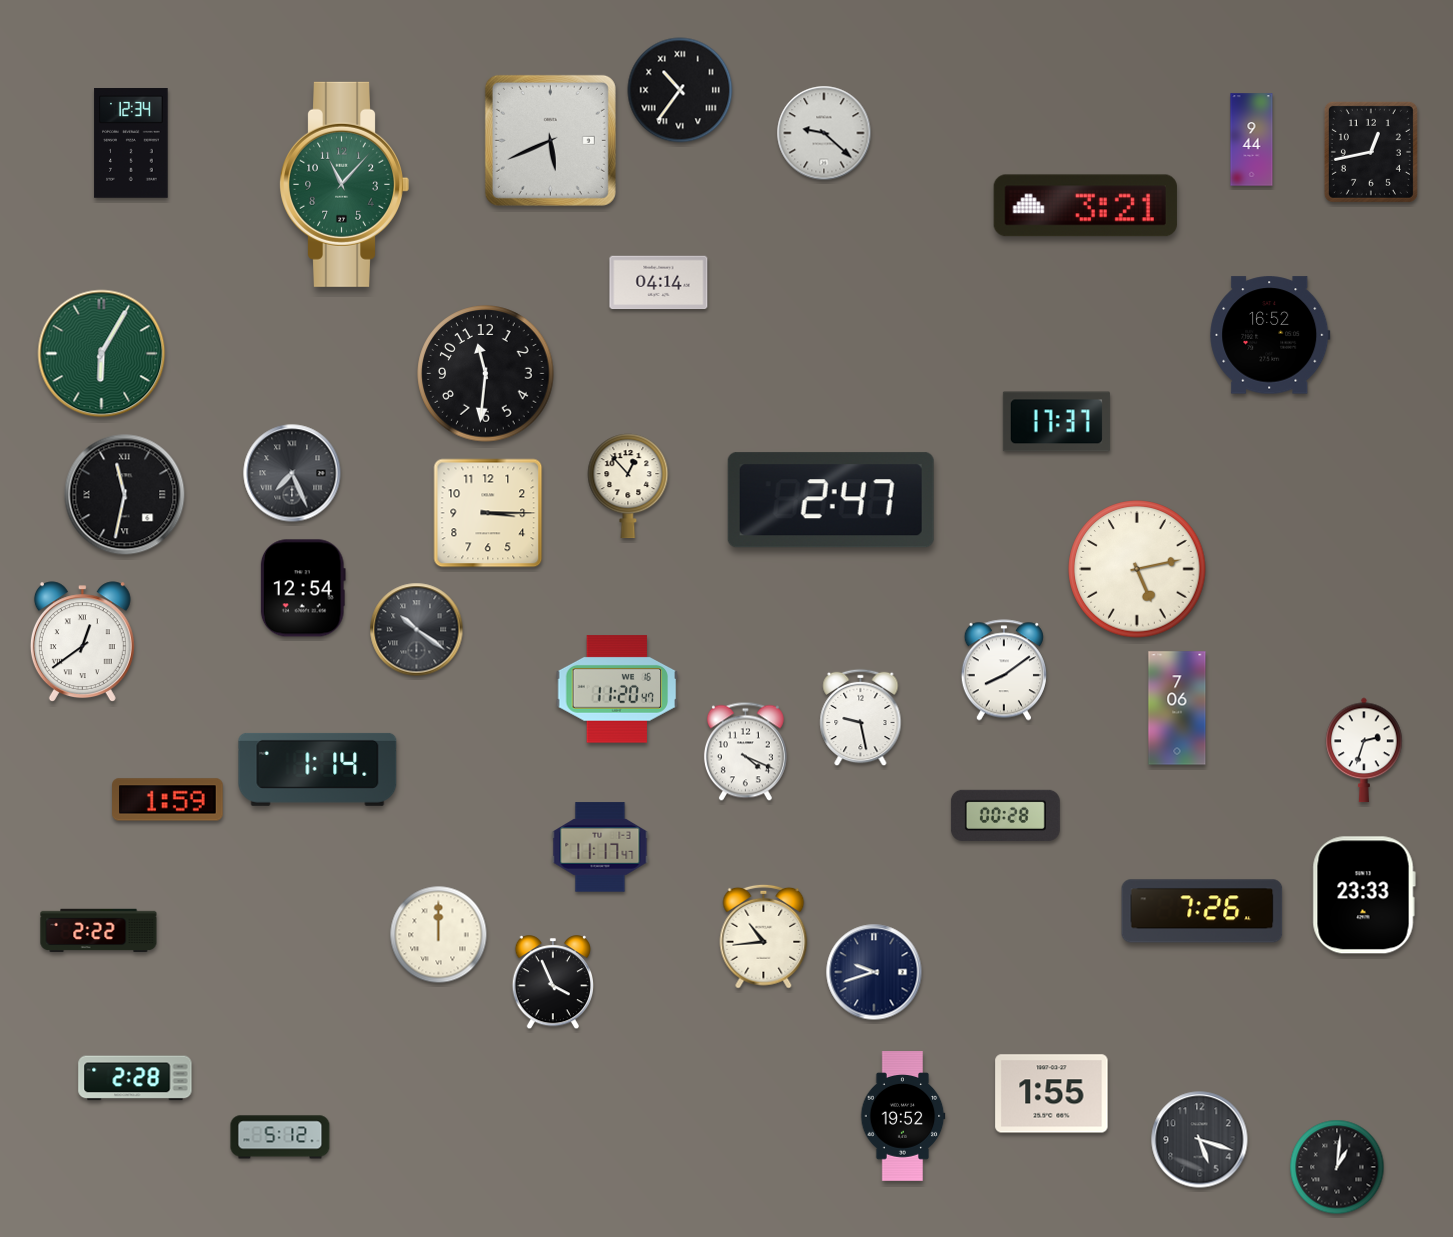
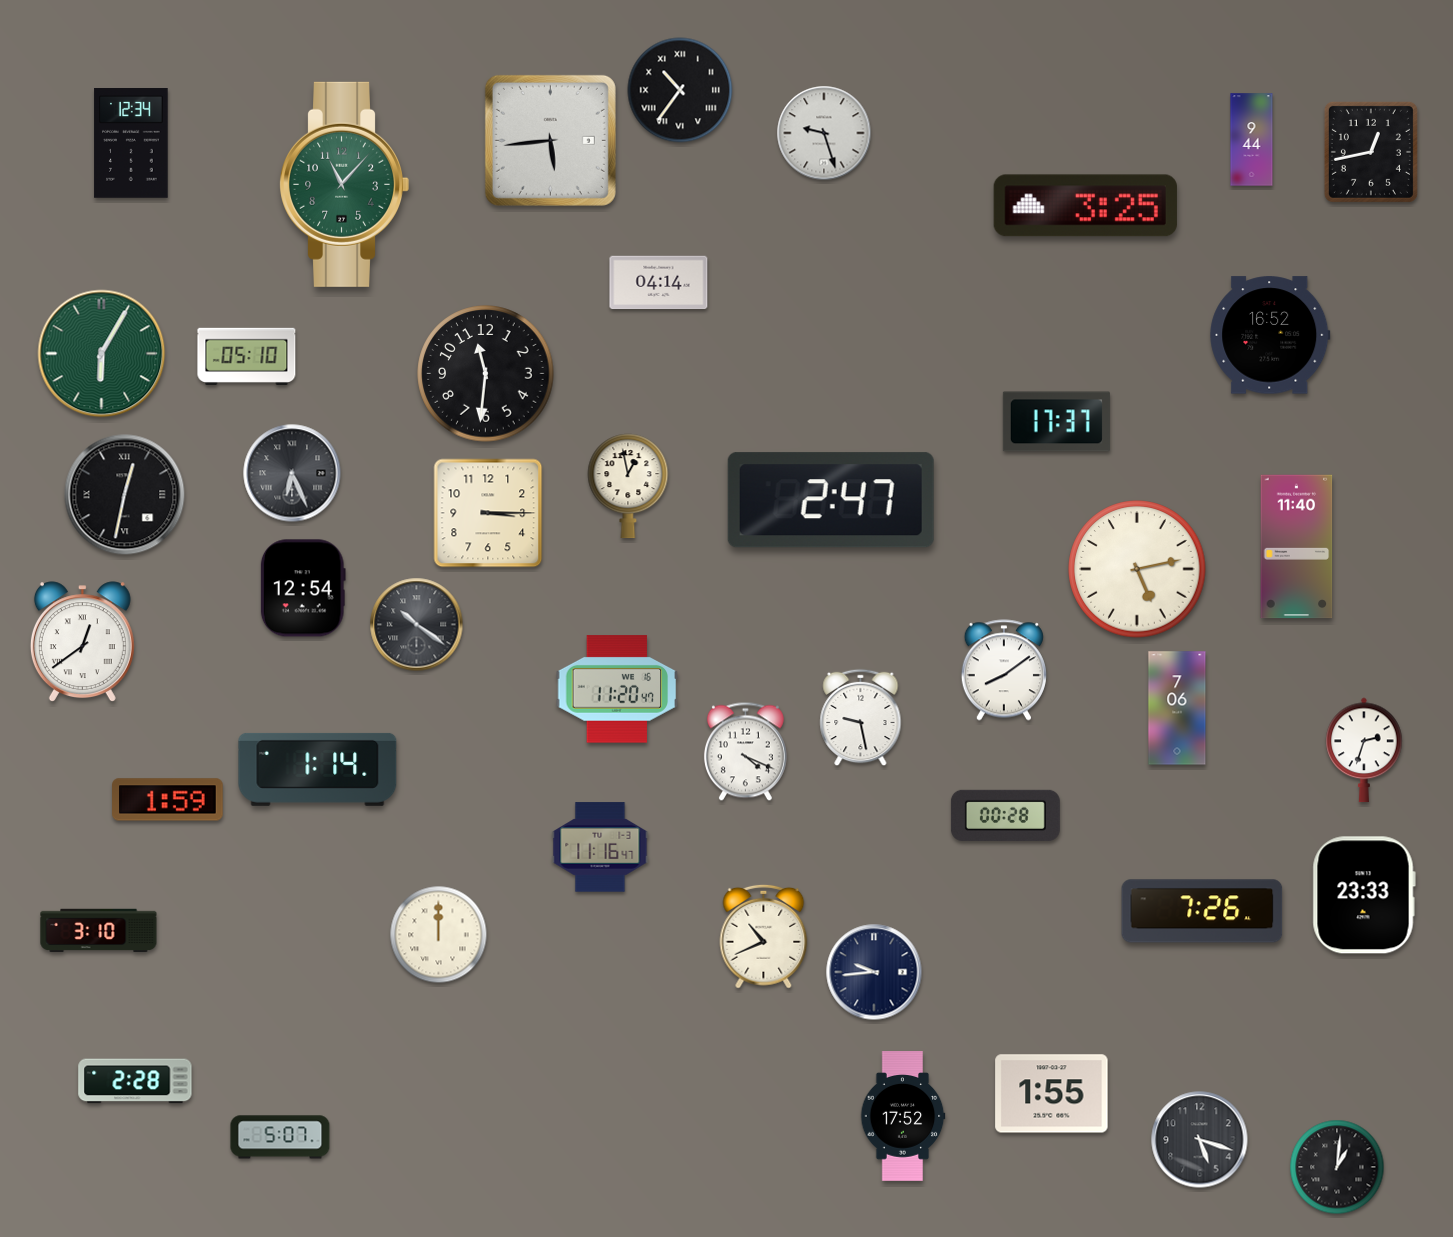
clock at (824, 133): 9:22 -> 9:27
clock at (550, 140): 5:41 -> 5:44
clock at (1085, 206): 3:21 -> 3:25
clock at (247, 356): none -> 05:10
clock at (292, 473): 7:26 -> 6:26
clock at (628, 486): 12:53 -> 12:58
clock at (125, 495): 11:32 -> 12:32
clock at (1297, 547): none -> 11:40
clock at (417, 630) position: (417, 630) -> (417, 625)
clock at (600, 847): 11:17 -> 11:16
clock at (99, 931): 2:22 -> 3:10
clock at (764, 936): 10:44 -> 10:41
clock at (874, 972): 9:42 -> 9:44
clock at (552, 983): 3:56 -> none
clock at (135, 1078) position: (135, 1078) -> (135, 1081)
clock at (903, 1116): 19:52 -> 17:52
clock at (280, 1137): 5:12 -> 5:07
